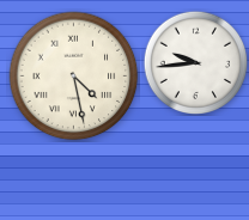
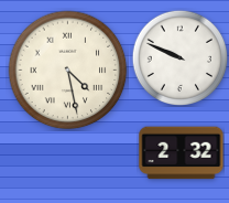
clock at (195, 62): 9:44 -> 9:49
clock at (182, 153): none -> 2:32
